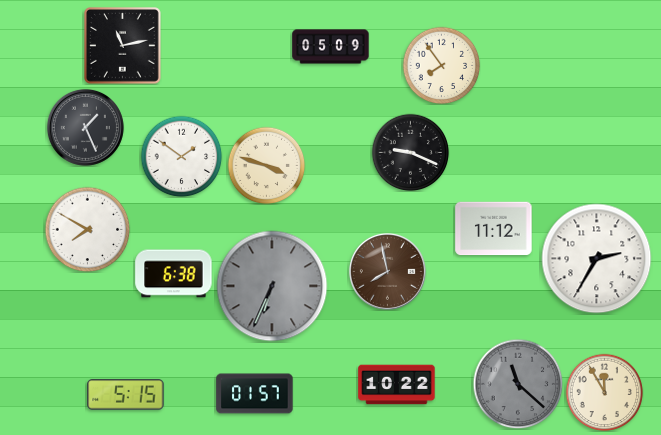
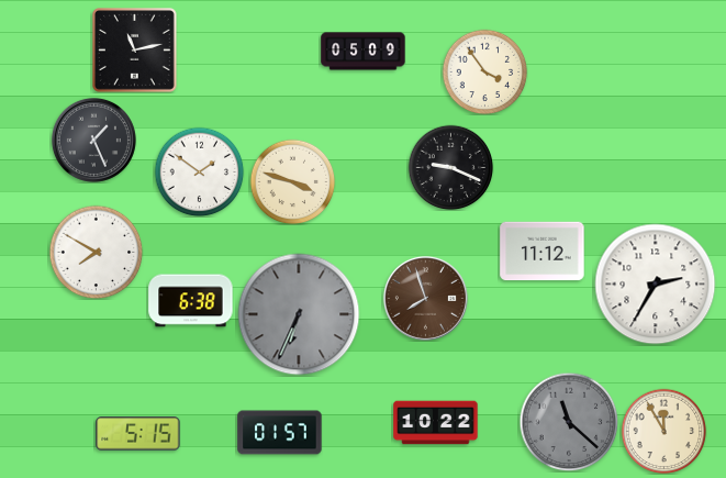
clock at (441, 65): 7:54 -> 3:54
clock at (387, 271): 7:58 -> 7:57
